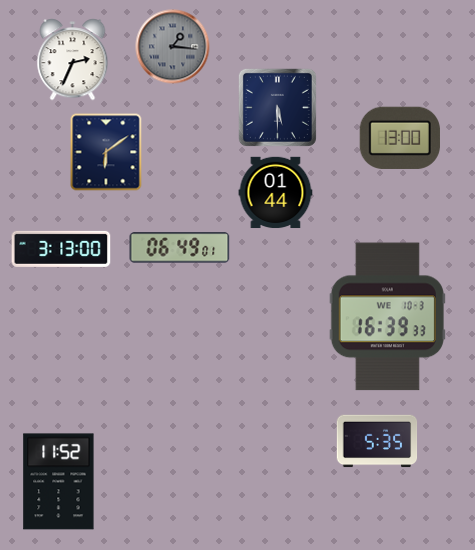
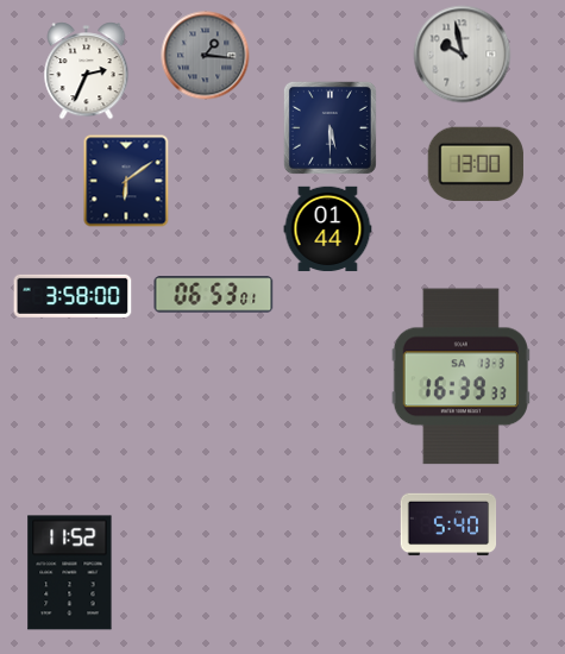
clock at (463, 55): none -> 9:58
clock at (180, 248): 06:49 -> 06:53
clock at (61, 249): 3:13 -> 3:58
clock at (387, 317) date: WE 10-3 -> SA 13-3
clock at (377, 441): 5:35 -> 5:40
